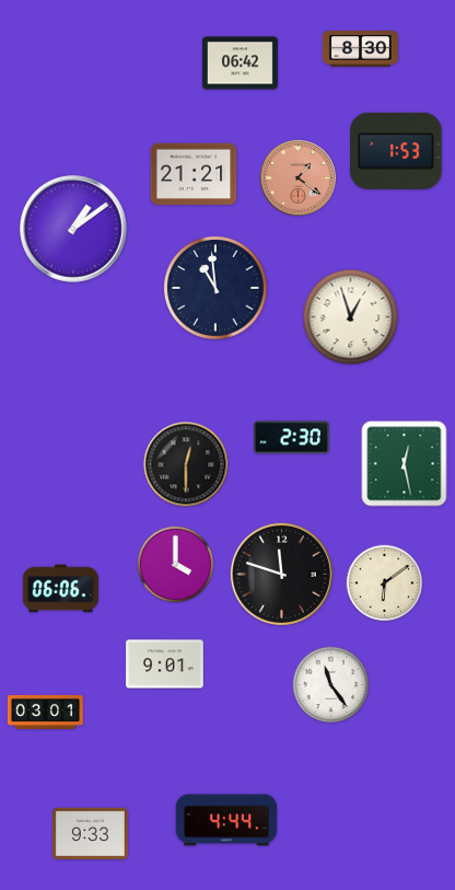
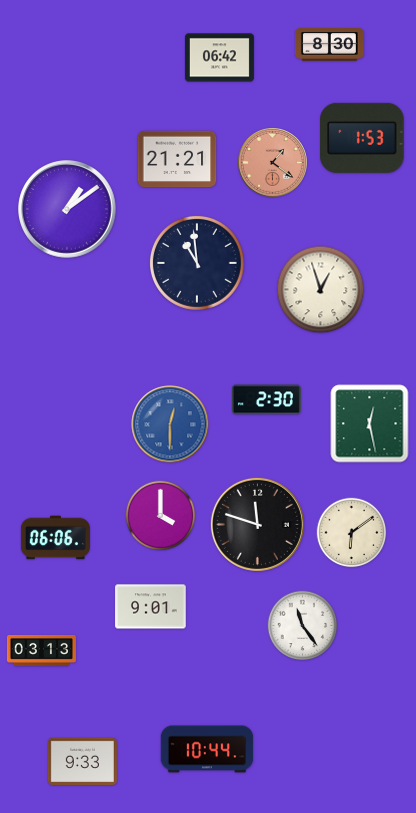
clock at (186, 464) dial: black -> blue
clock at (45, 712): 03:01 -> 03:13
clock at (226, 820): 4:44 -> 10:44
